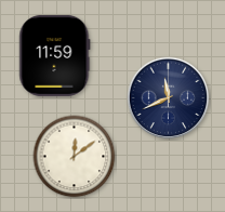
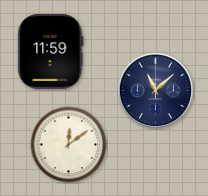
clock at (169, 98): 11:41 -> 11:08
